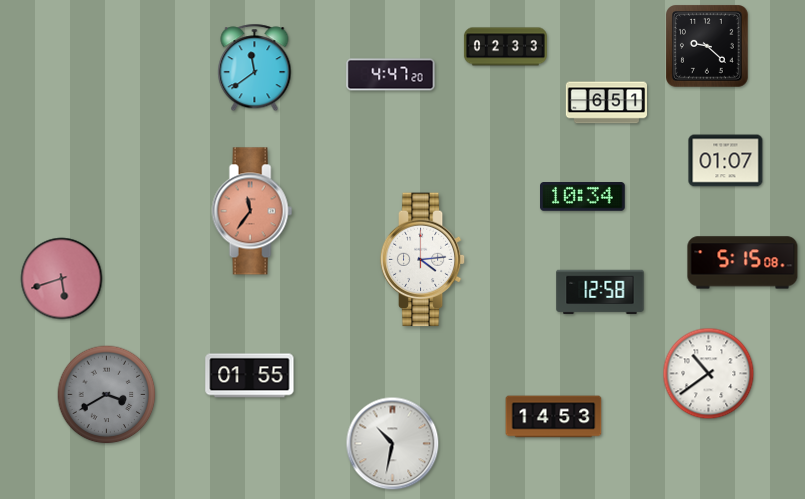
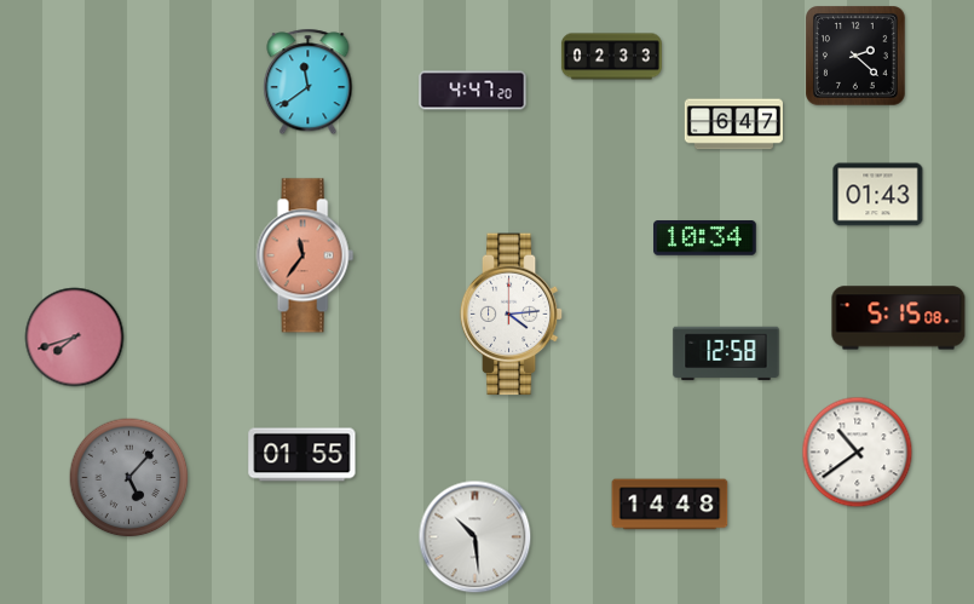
clock at (708, 47): 9:22 -> 2:22
clock at (606, 103): 6:51 -> 6:47
clock at (726, 161): 01:07 -> 01:43
clock at (62, 279): 5:42 -> 7:42
clock at (107, 395): 3:40 -> 5:07
clock at (554, 417): 14:53 -> 14:48
clock at (393, 444): 10:32 -> 10:29
